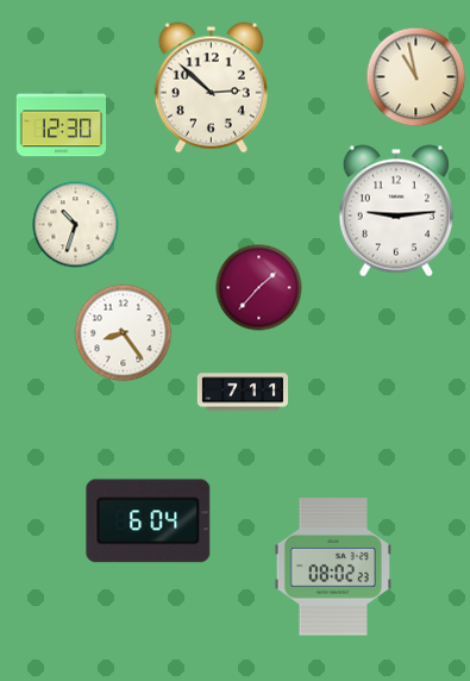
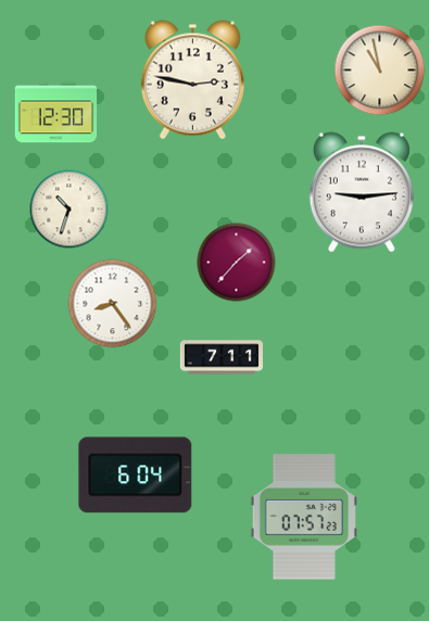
clock at (211, 88): 2:52 -> 2:47
clock at (76, 225) position: (76, 225) -> (70, 210)
clock at (333, 567): 08:02 -> 07:57
